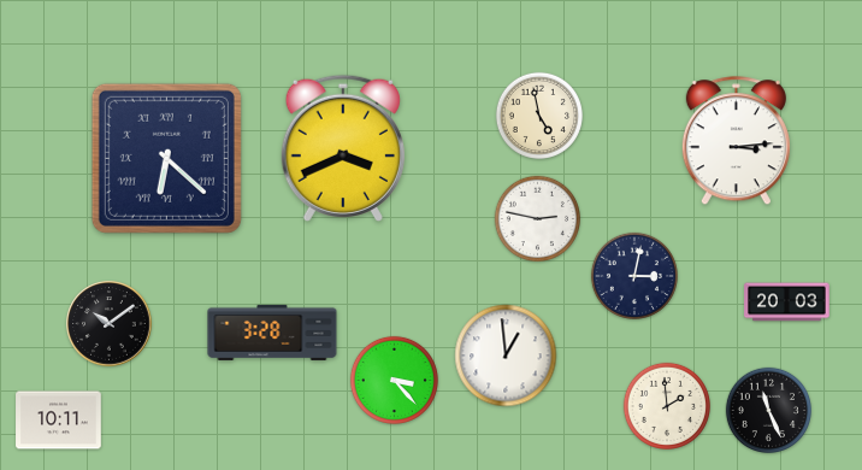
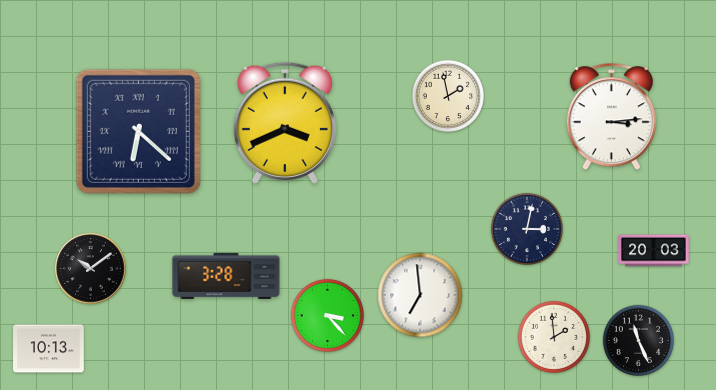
clock at (539, 116): 4:58 -> 1:58
clock at (537, 218): 2:47 -> none
clock at (506, 356): 12:59 -> 6:59
clock at (59, 421): 10:11 -> 10:13
